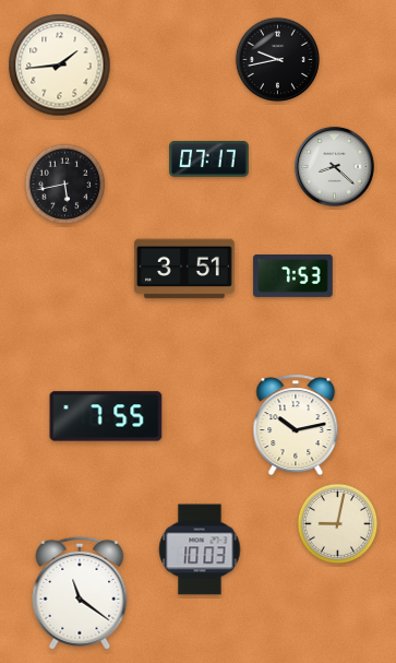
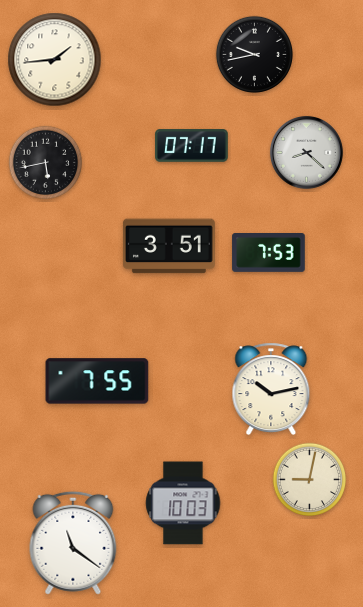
clock at (65, 185) position: (65, 185) -> (46, 163)
